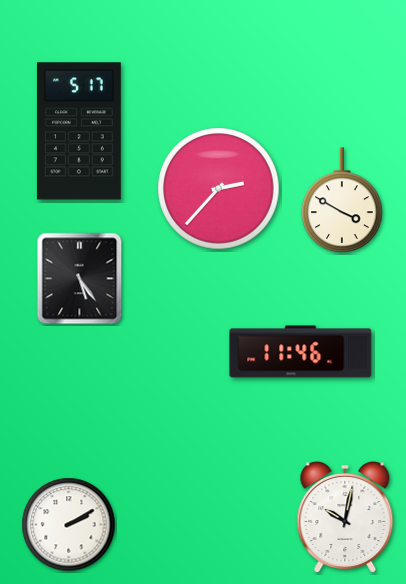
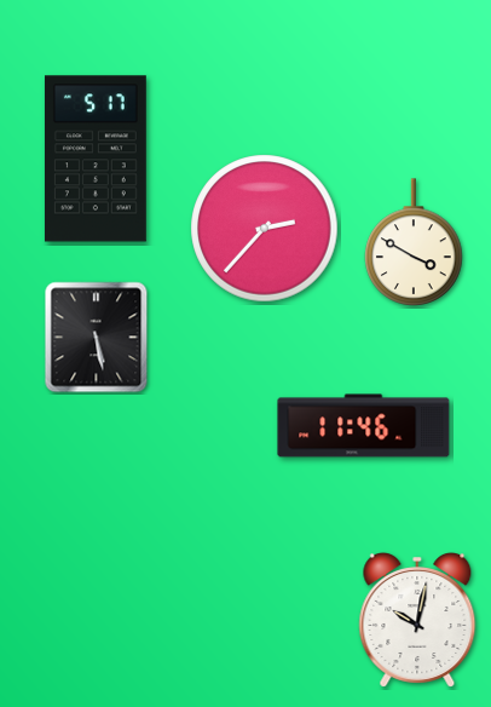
clock at (80, 279): 5:24 -> 5:28
clock at (345, 518) position: (345, 518) -> (417, 621)
clock at (69, 525): 2:10 -> none
